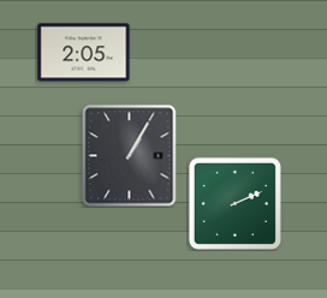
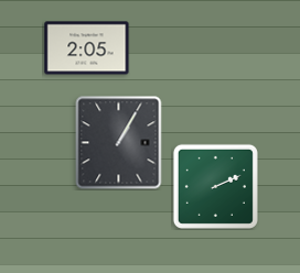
clock at (84, 53) position: (84, 53) -> (87, 48)
